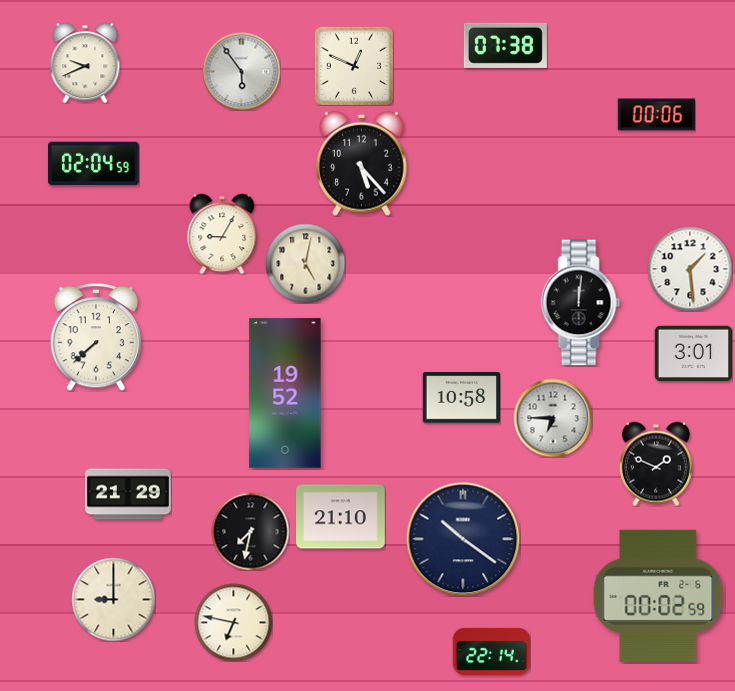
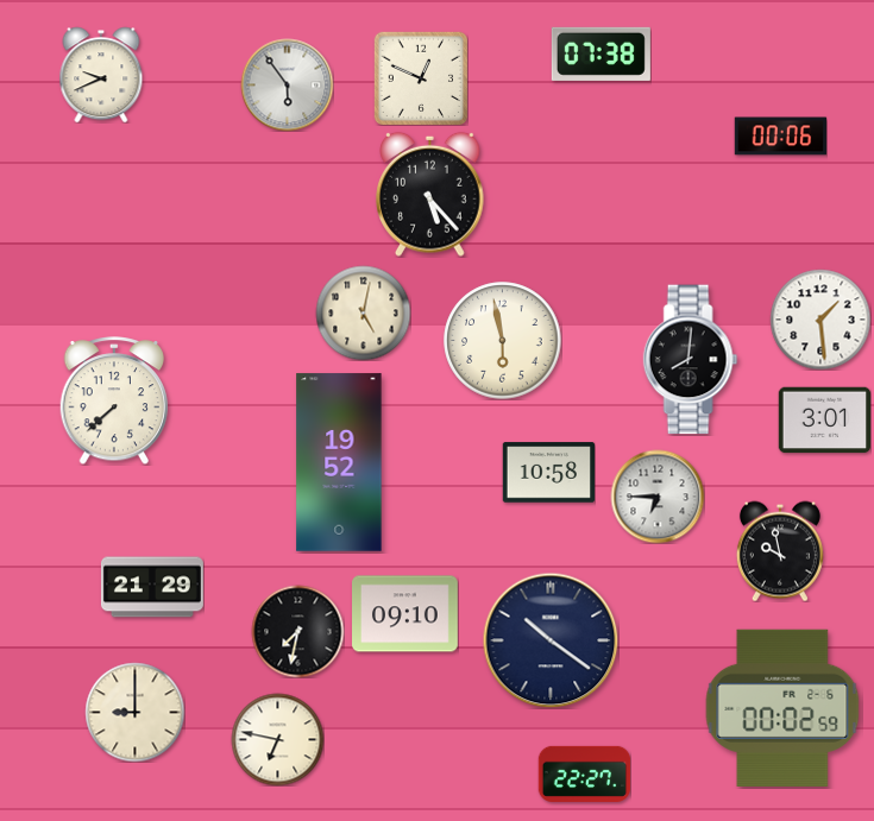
clock at (94, 164): 02:04 -> none
clock at (222, 234): 9:05 -> none
clock at (503, 341): none -> 5:58
clock at (581, 303): 12:01 -> 8:01
clock at (285, 393) position: (285, 393) -> (339, 462)
clock at (656, 464): 1:49 -> 9:58
clock at (341, 517): 21:10 -> 09:10
clock at (491, 651): 22:14 -> 22:27
